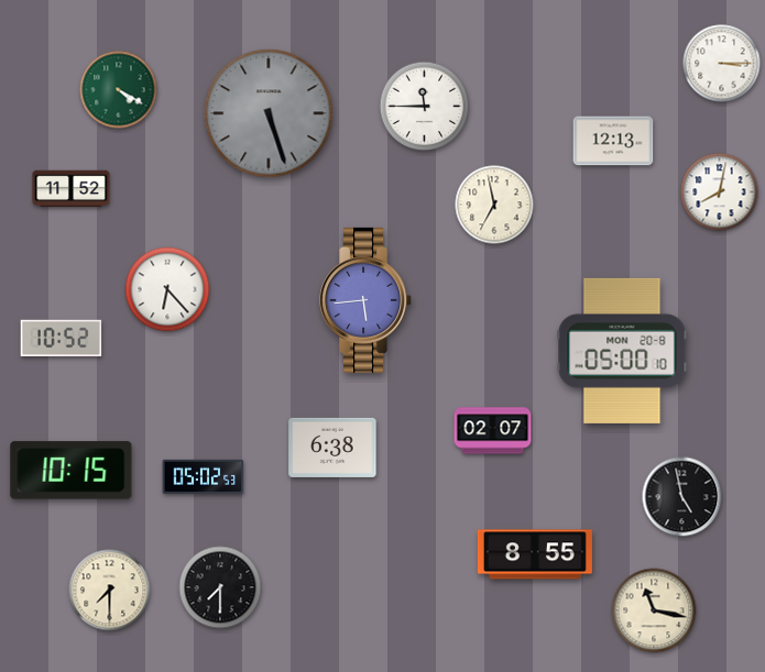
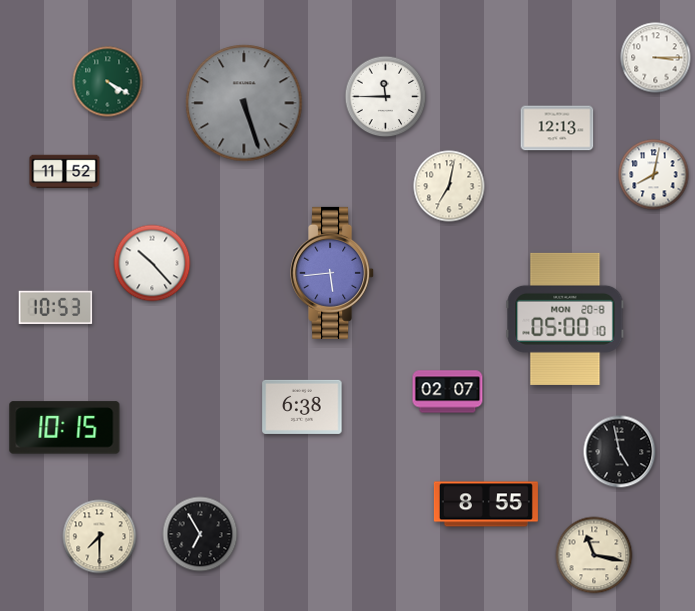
clock at (494, 205): 6:58 -> 7:02
clock at (167, 289): 6:23 -> 10:23
clock at (62, 339): 10:52 -> 10:53
clock at (204, 476): 05:02 -> none
clock at (220, 587): 7:30 -> 6:55
